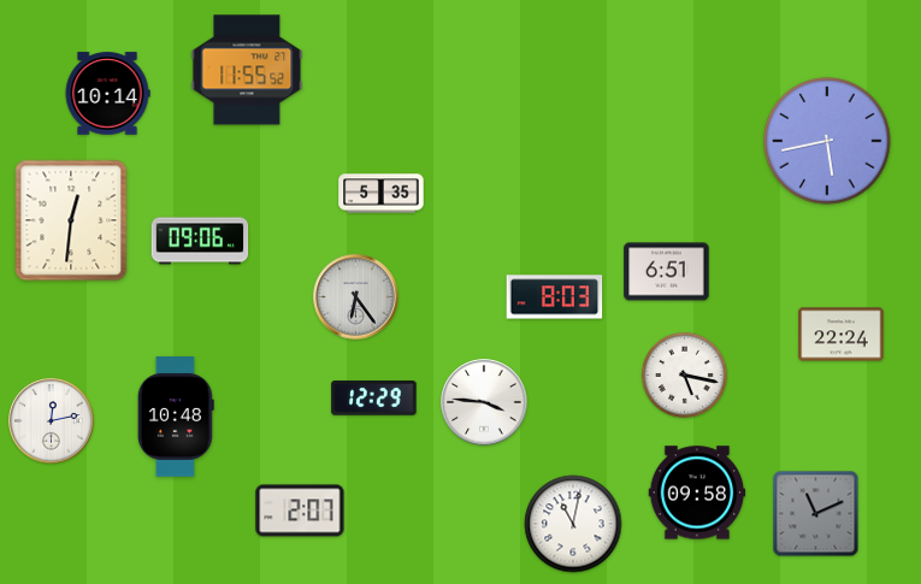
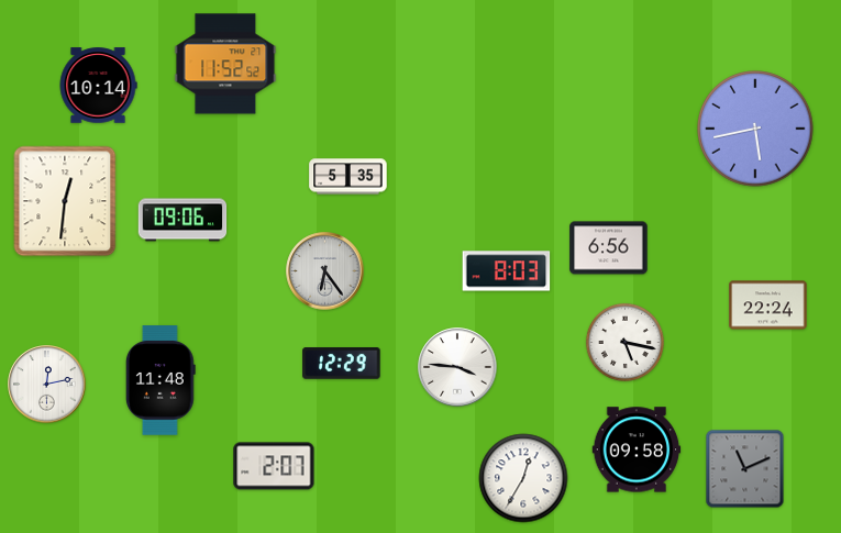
clock at (247, 70): 11:55 -> 11:52
clock at (667, 272): 6:51 -> 6:56
clock at (484, 402) position: (484, 402) -> (457, 367)
clock at (176, 417): 10:48 -> 11:48
clock at (573, 524): 11:02 -> 12:35
